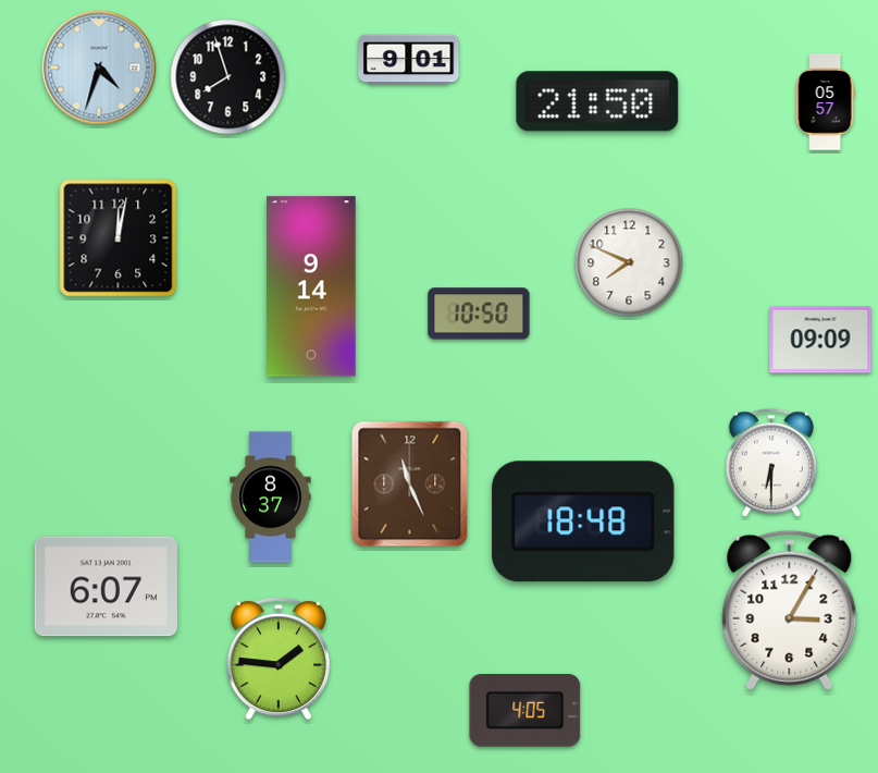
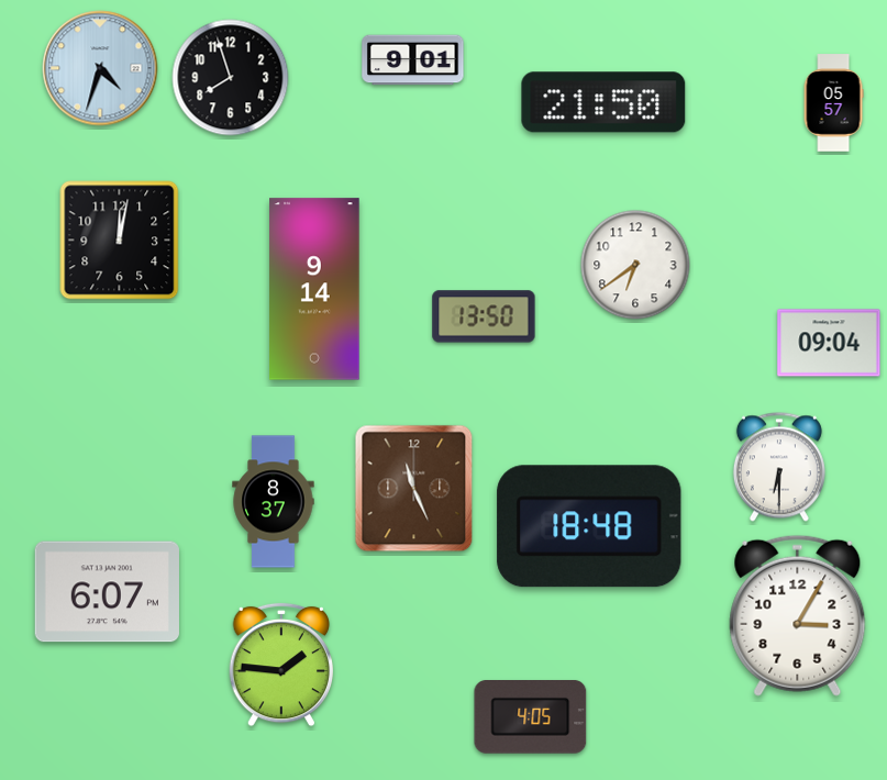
clock at (629, 262): 7:49 -> 6:39
clock at (479, 314): 10:50 -> 13:50
clock at (820, 340): 09:09 -> 09:04
